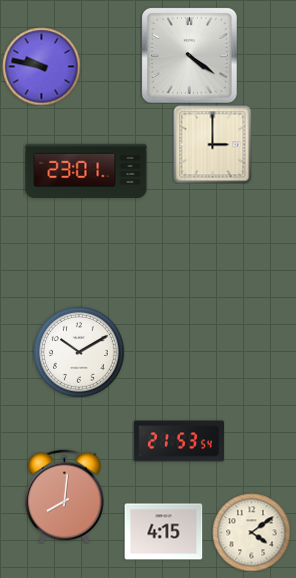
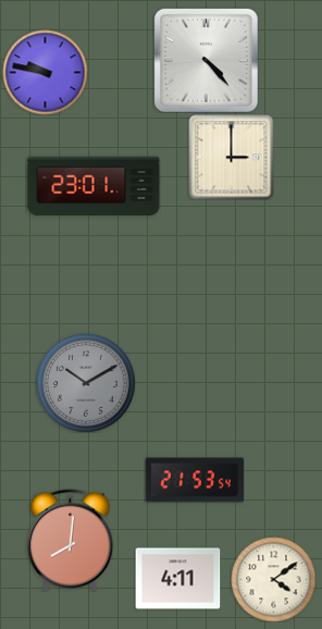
clock at (189, 55): 4:21 -> 4:23
clock at (79, 352) dial: white -> grey
clock at (163, 532): 4:15 -> 4:11
